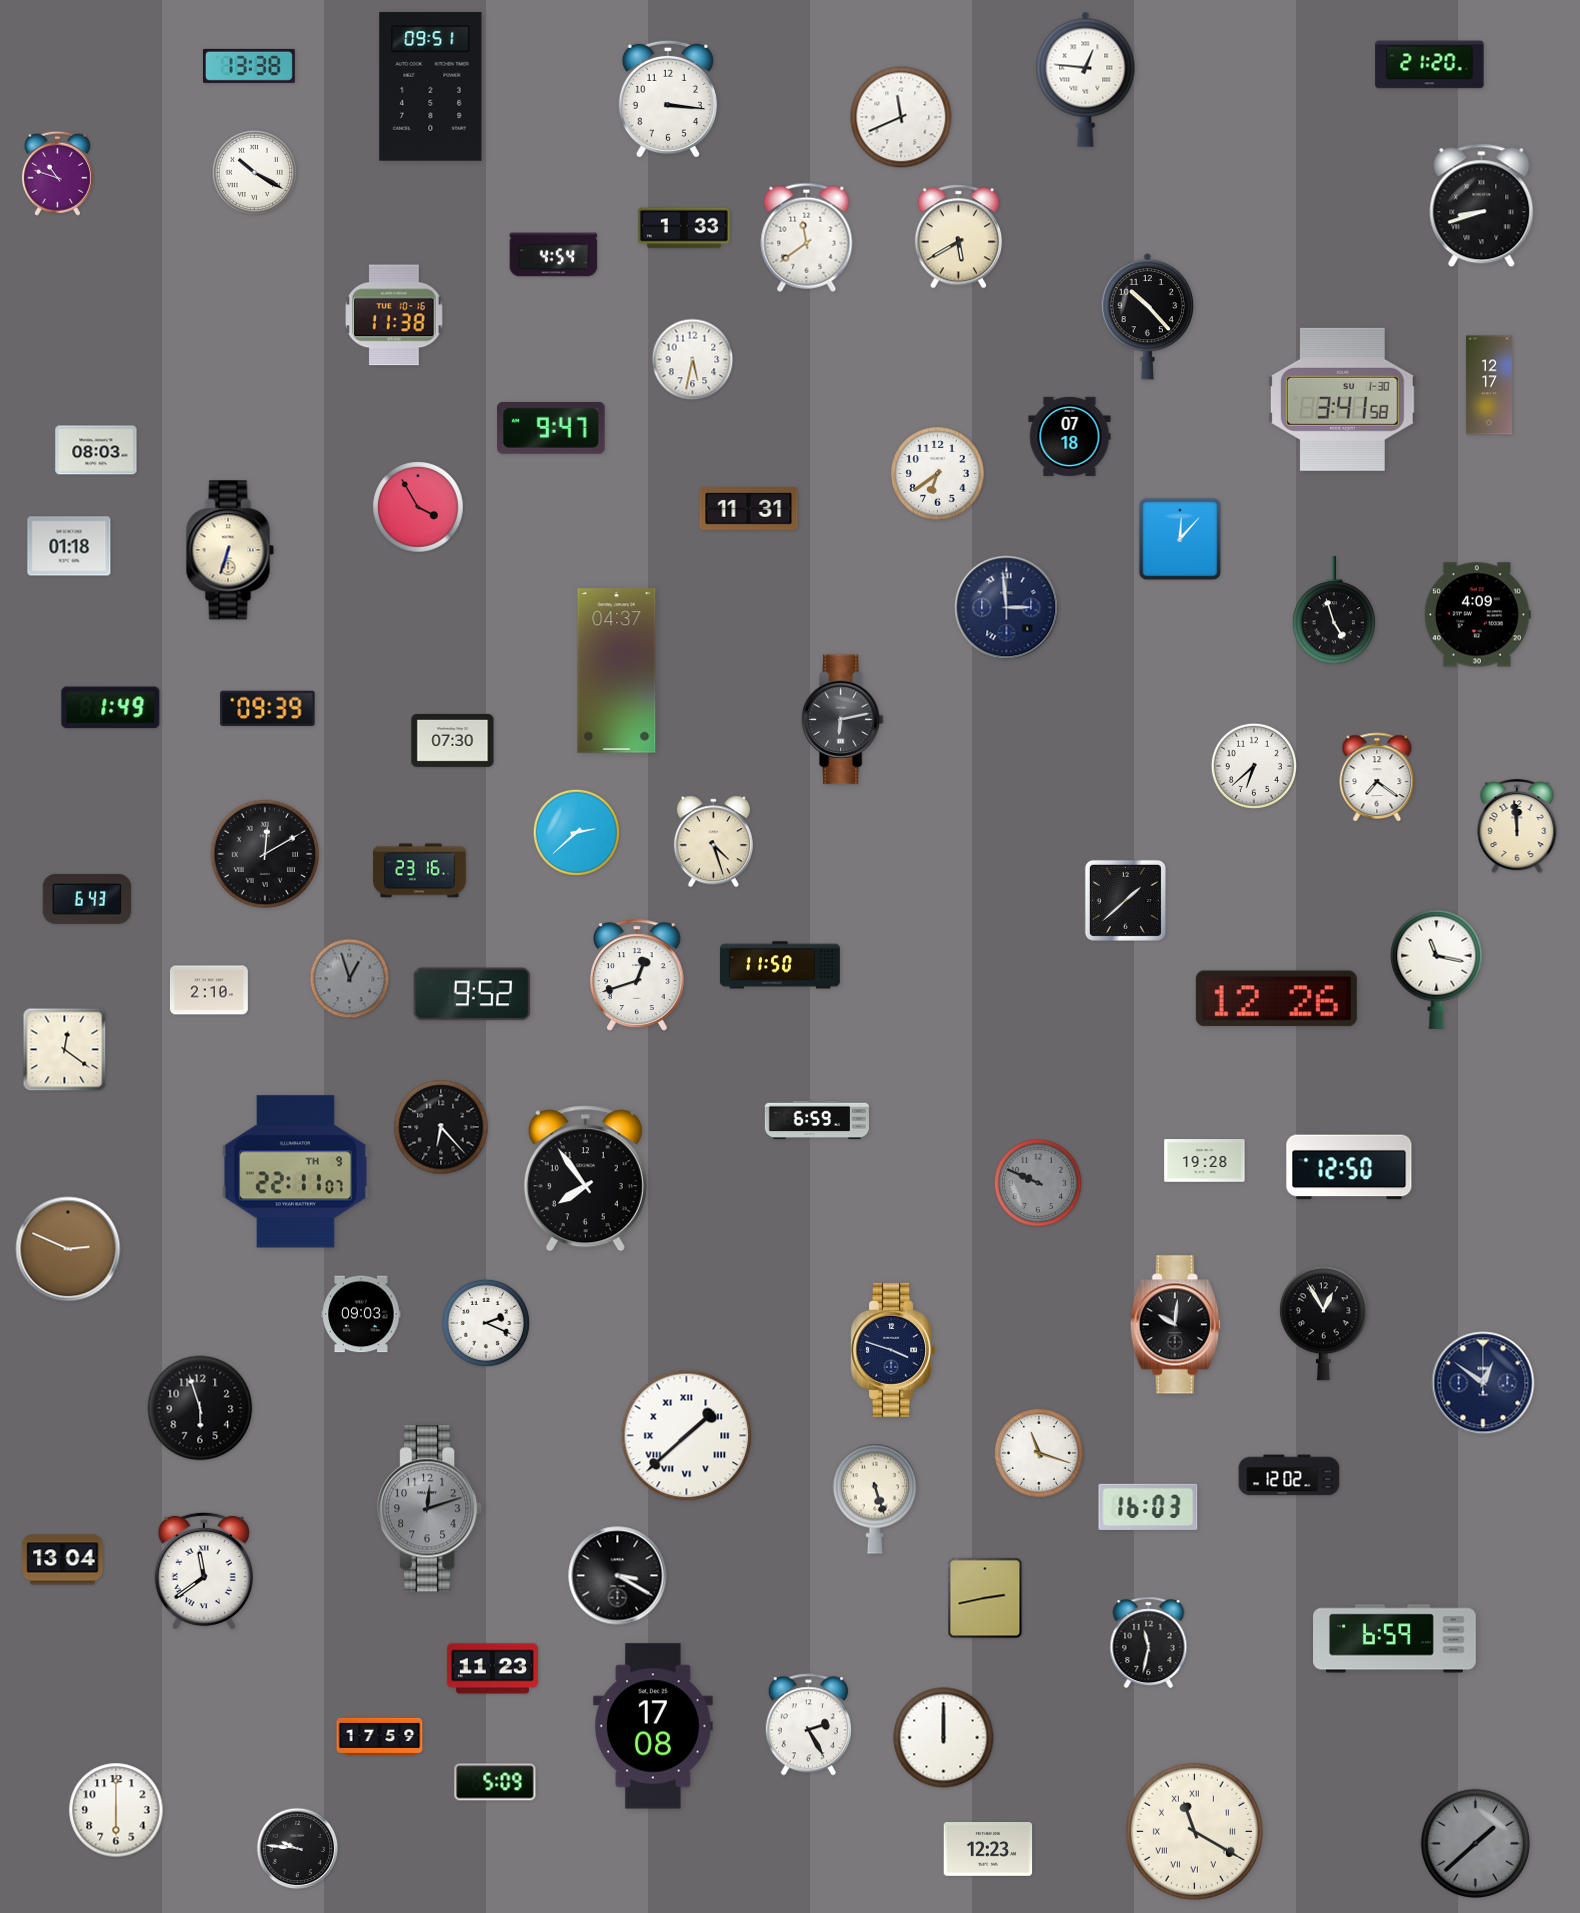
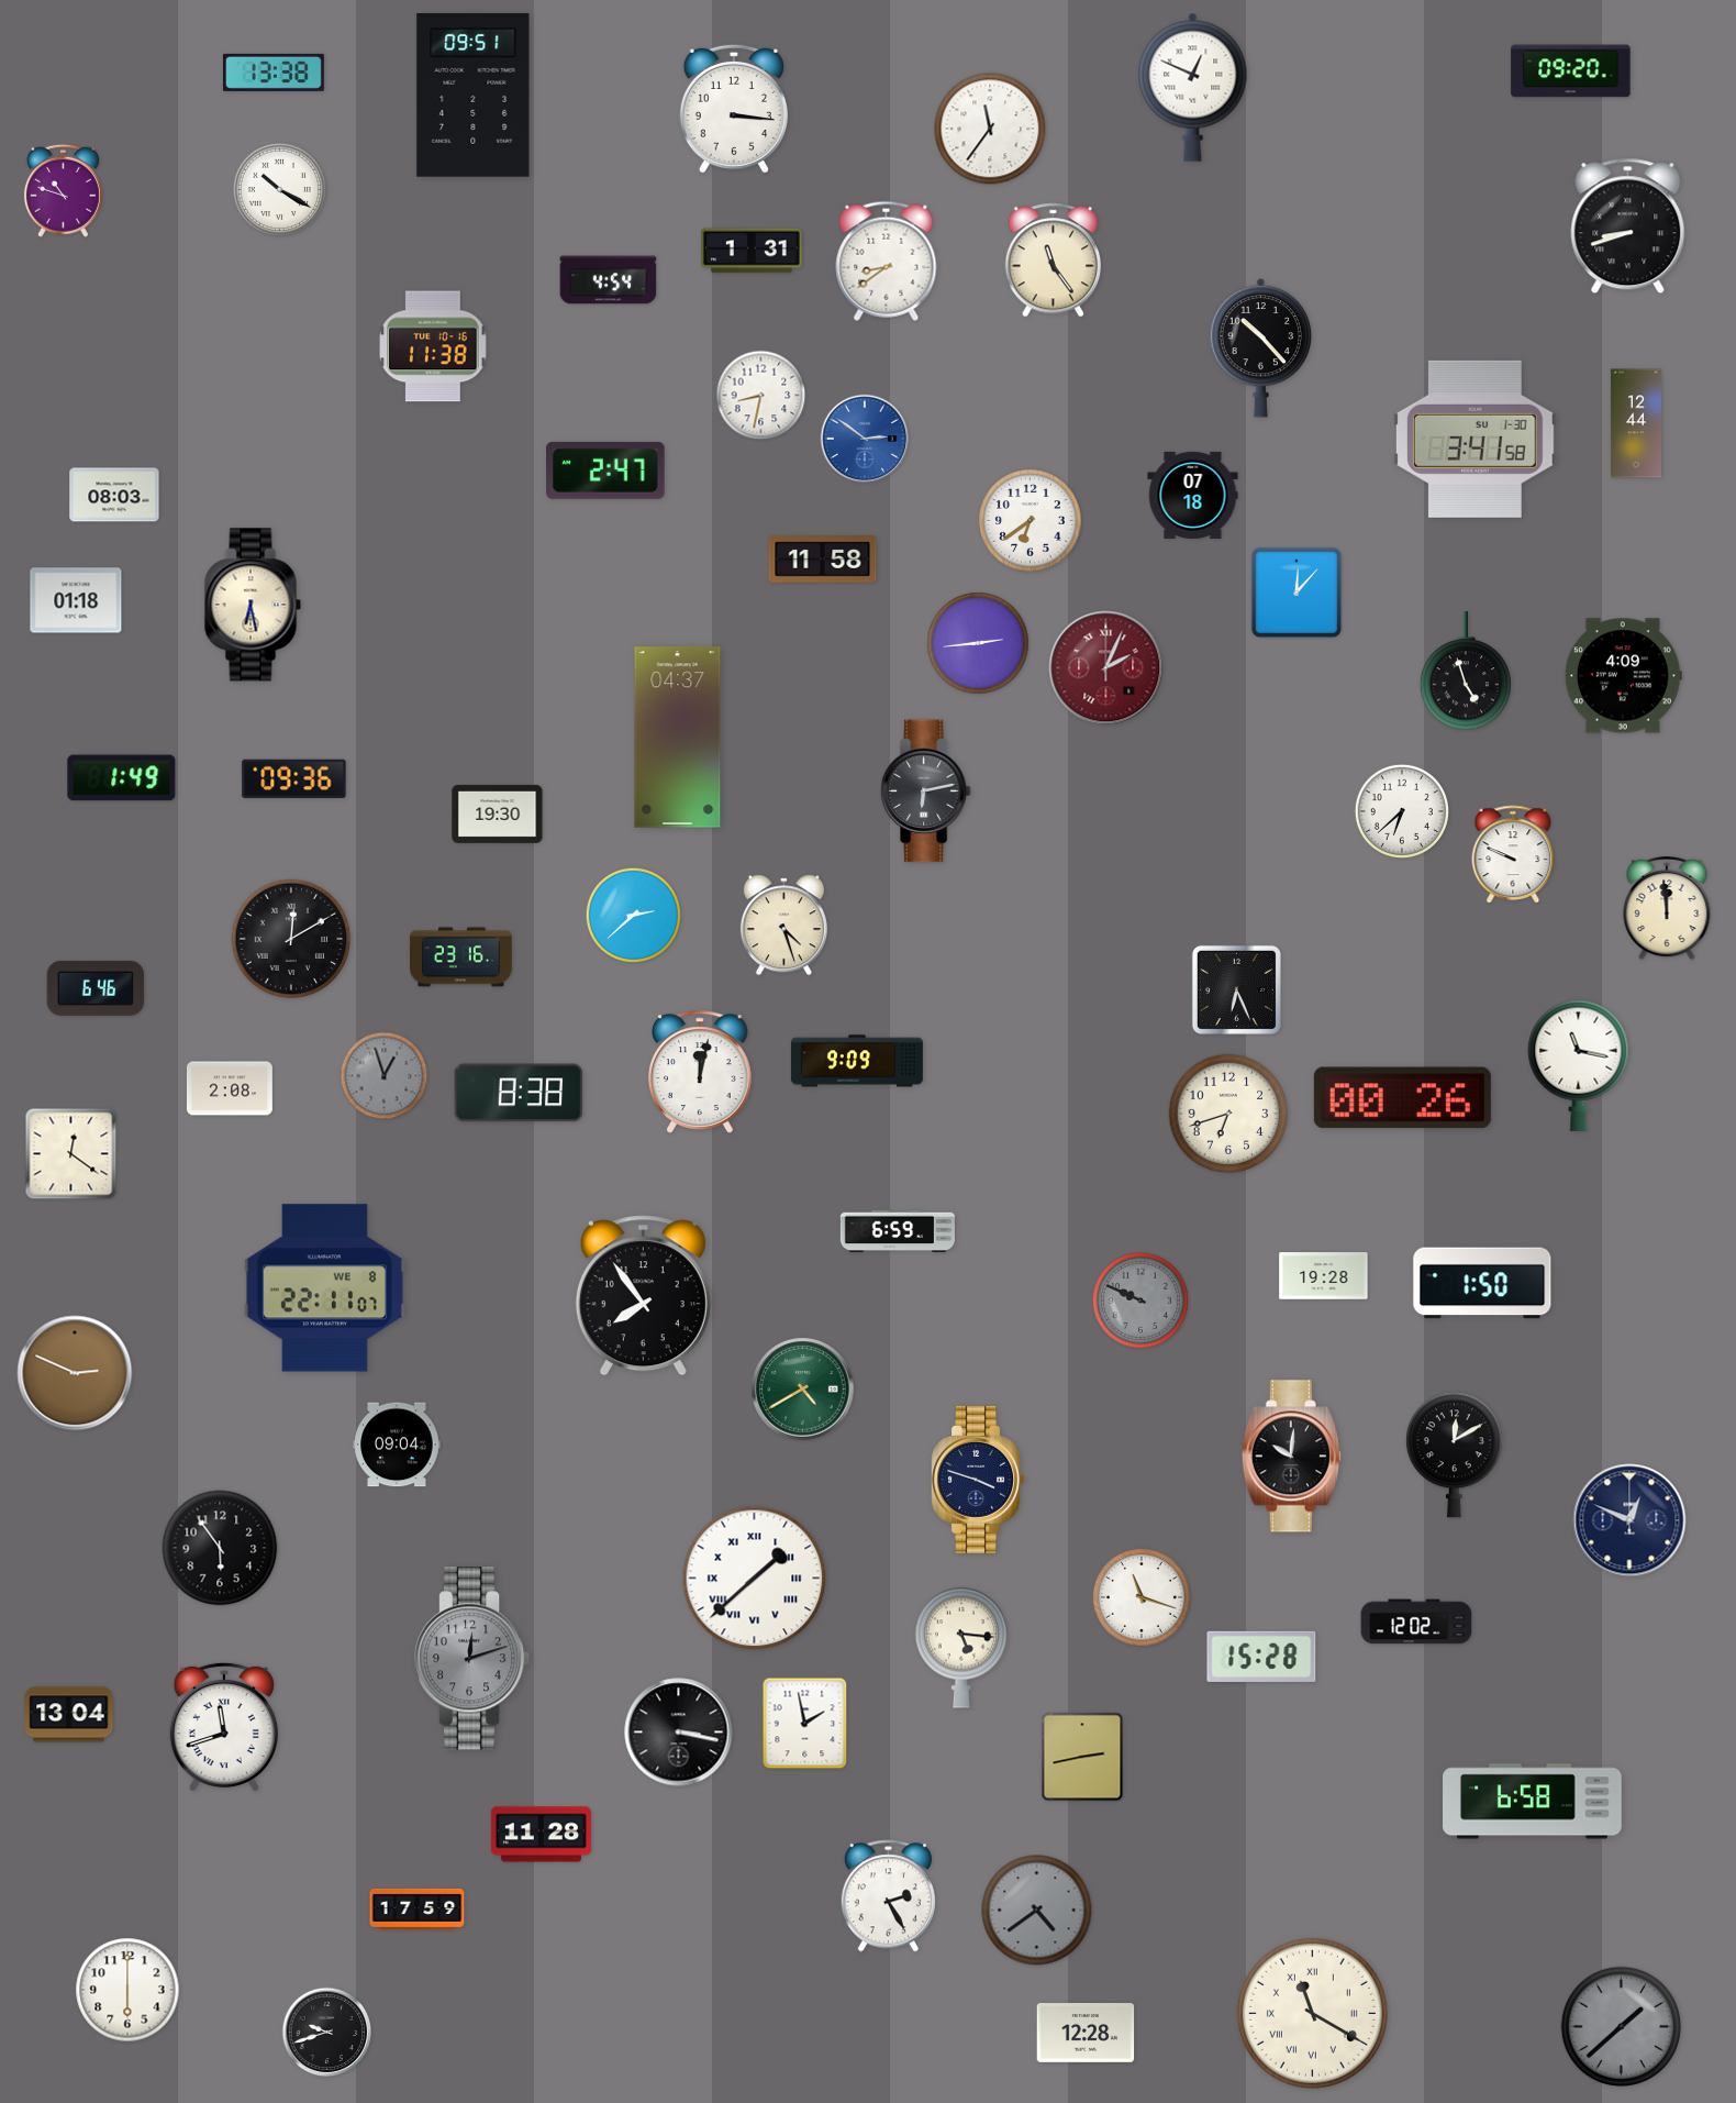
clock at (1430, 65): 21:20 -> 09:20
clock at (1086, 79): 12:46 -> 12:49
clock at (901, 117): 11:41 -> 11:36
clock at (684, 228): 1:33 -> 1:31
clock at (807, 237): 11:39 -> 8:39
clock at (959, 237): 5:40 -> 11:24
clock at (693, 360): 5:32 -> 8:32
clock at (1489, 385): 12:17 -> 12:44
clock at (865, 439): none -> 2:51
clock at (551, 428): 9:47 -> 2:47
clock at (1070, 436) position: (1070, 436) -> (1193, 495)
clock at (96, 450) position: (96, 450) -> (114, 495)
clock at (418, 507): 3:55 -> none
clock at (749, 509): 11:31 -> 11:58
clock at (230, 550): 6:33 -> 6:28
clock at (978, 643): none -> 2:44
clock at (1007, 608): 2:59 -> 2:04
clock at (1007, 608) dial: navy -> burgundy
clock at (268, 709): 09:39 -> 09:36
clock at (453, 740): 07:30 -> 19:30
clock at (1254, 766) position: (1254, 766) -> (1402, 811)
clock at (1377, 777): 7:21 -> 9:49
clock at (87, 899): 6:43 -> 6:46
clock at (1125, 900): 1:38 -> 6:26
clock at (780, 965): 11:50 -> 9:09
clock at (637, 975): 12:42 -> 12:02
clock at (209, 990): 2:10 -> 2:08
clock at (472, 994): 9:52 -> 8:38
clock at (1276, 999): 12:26 -> 00:26
clock at (1228, 1114): none -> 6:42
clock at (441, 1127): 6:23 -> none
clock at (1349, 1167): 12:50 -> 1:50
clock at (295, 1172) date: TH 9 -> WE 8
clock at (803, 1390): none -> 4:40
clock at (361, 1314): 09:03 -> 09:04
clock at (486, 1323): 2:19 -> none
clock at (1323, 1324): 12:55 -> 12:10
clock at (892, 1350) position: (892, 1350) -> (977, 1480)
clock at (1483, 1383): 12:51 -> 12:49
clock at (200, 1408): 5:57 -> 5:54
clock at (875, 1499): 5:27 -> 5:16
clock at (1148, 1507): 16:03 -> 15:28
clock at (805, 1724): none -> 1:58
clock at (204, 1571): 11:39 -> 11:42
clock at (618, 1576): 3:20 -> 3:17
clock at (1395, 1639): 6:59 -> 6:58
clock at (1149, 1643): 11:32 -> none
clock at (492, 1669): 11:23 -> 11:28
clock at (653, 1726): 17:08 -> none
clock at (944, 1738): 12:00 -> 4:39
clock at (944, 1738) dial: white -> grey
clock at (495, 1782): 5:09 -> none
clock at (298, 1849): 9:46 -> 9:42
clock at (988, 1850): 12:23 -> 12:28
